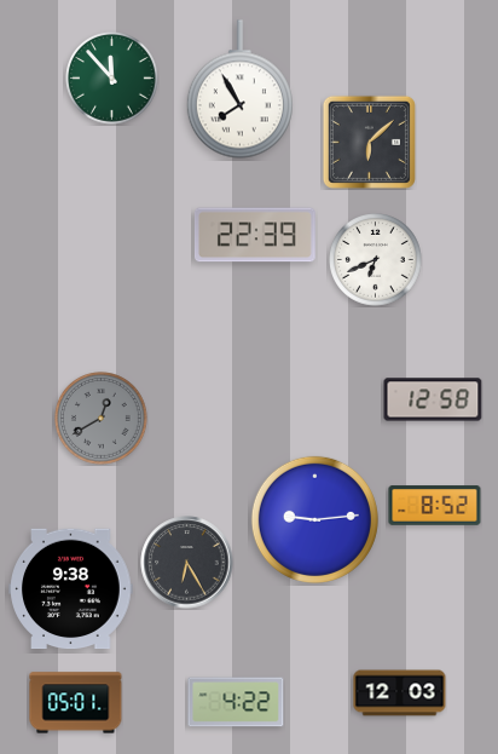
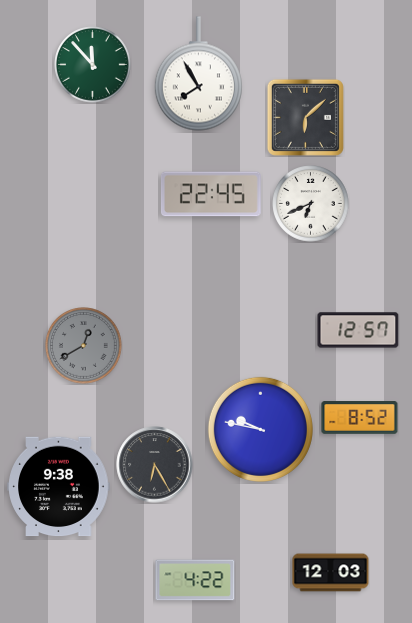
clock at (255, 235): 22:39 -> 22:45
clock at (376, 260) position: (376, 260) -> (311, 204)
clock at (433, 399): 12:58 -> 12:57
clock at (314, 519): 9:14 -> 9:47
clock at (76, 703): 05:01 -> none
